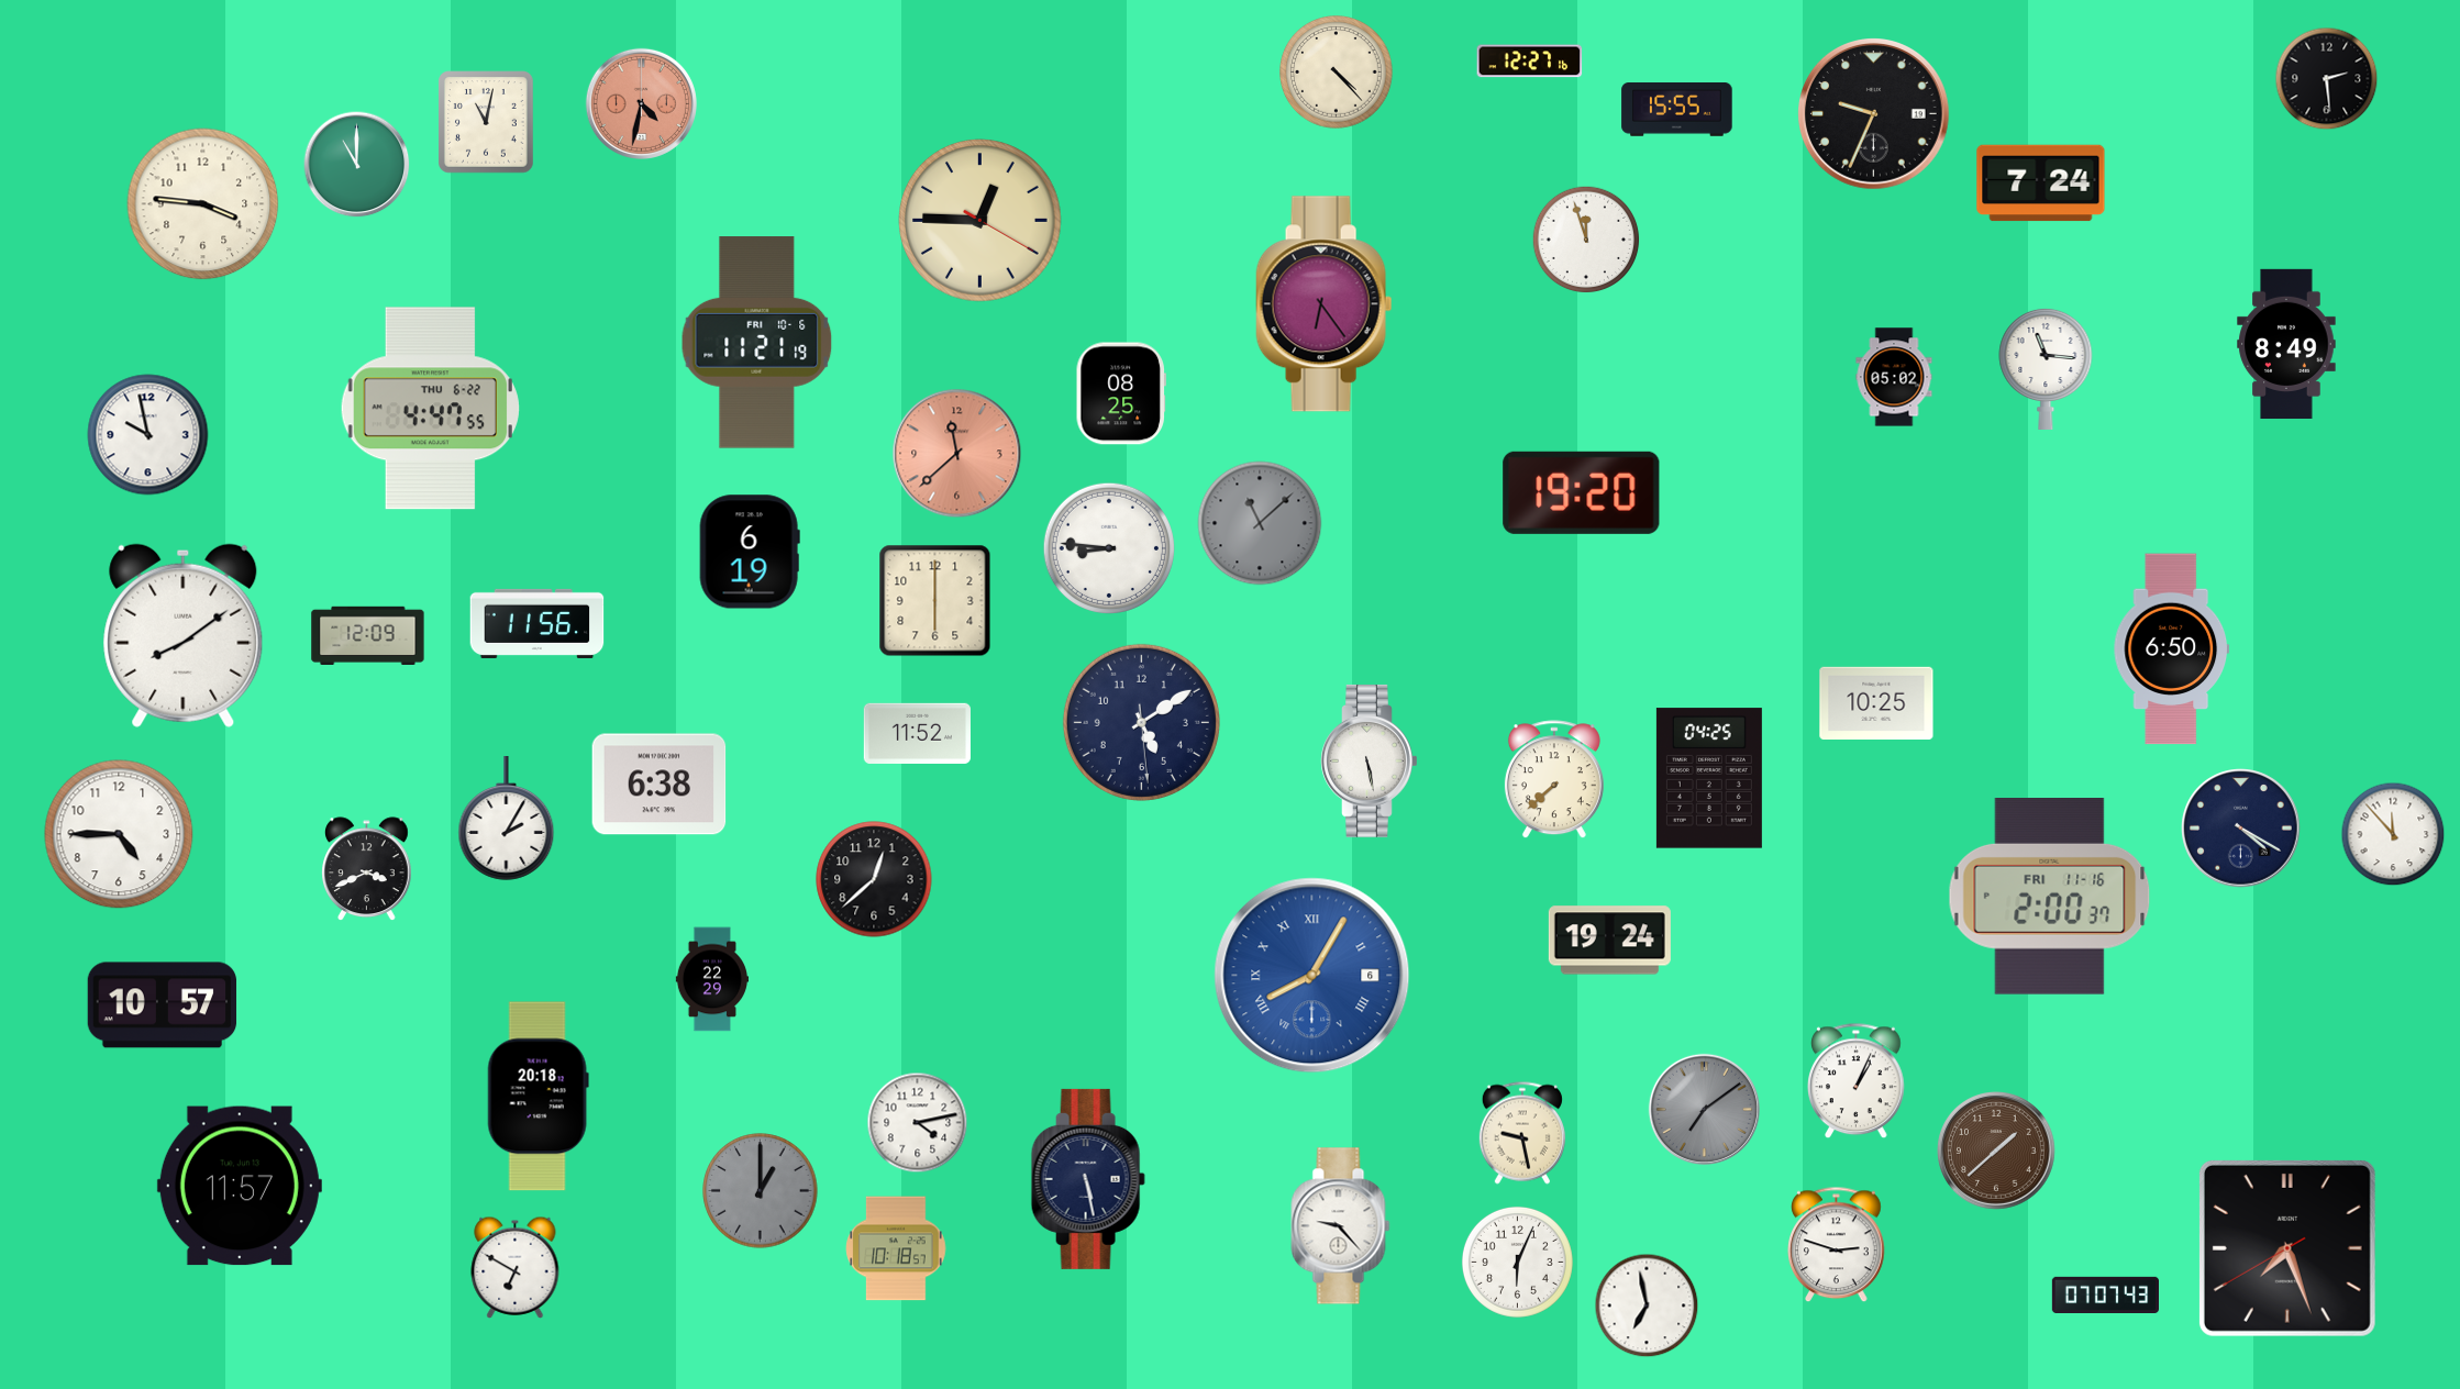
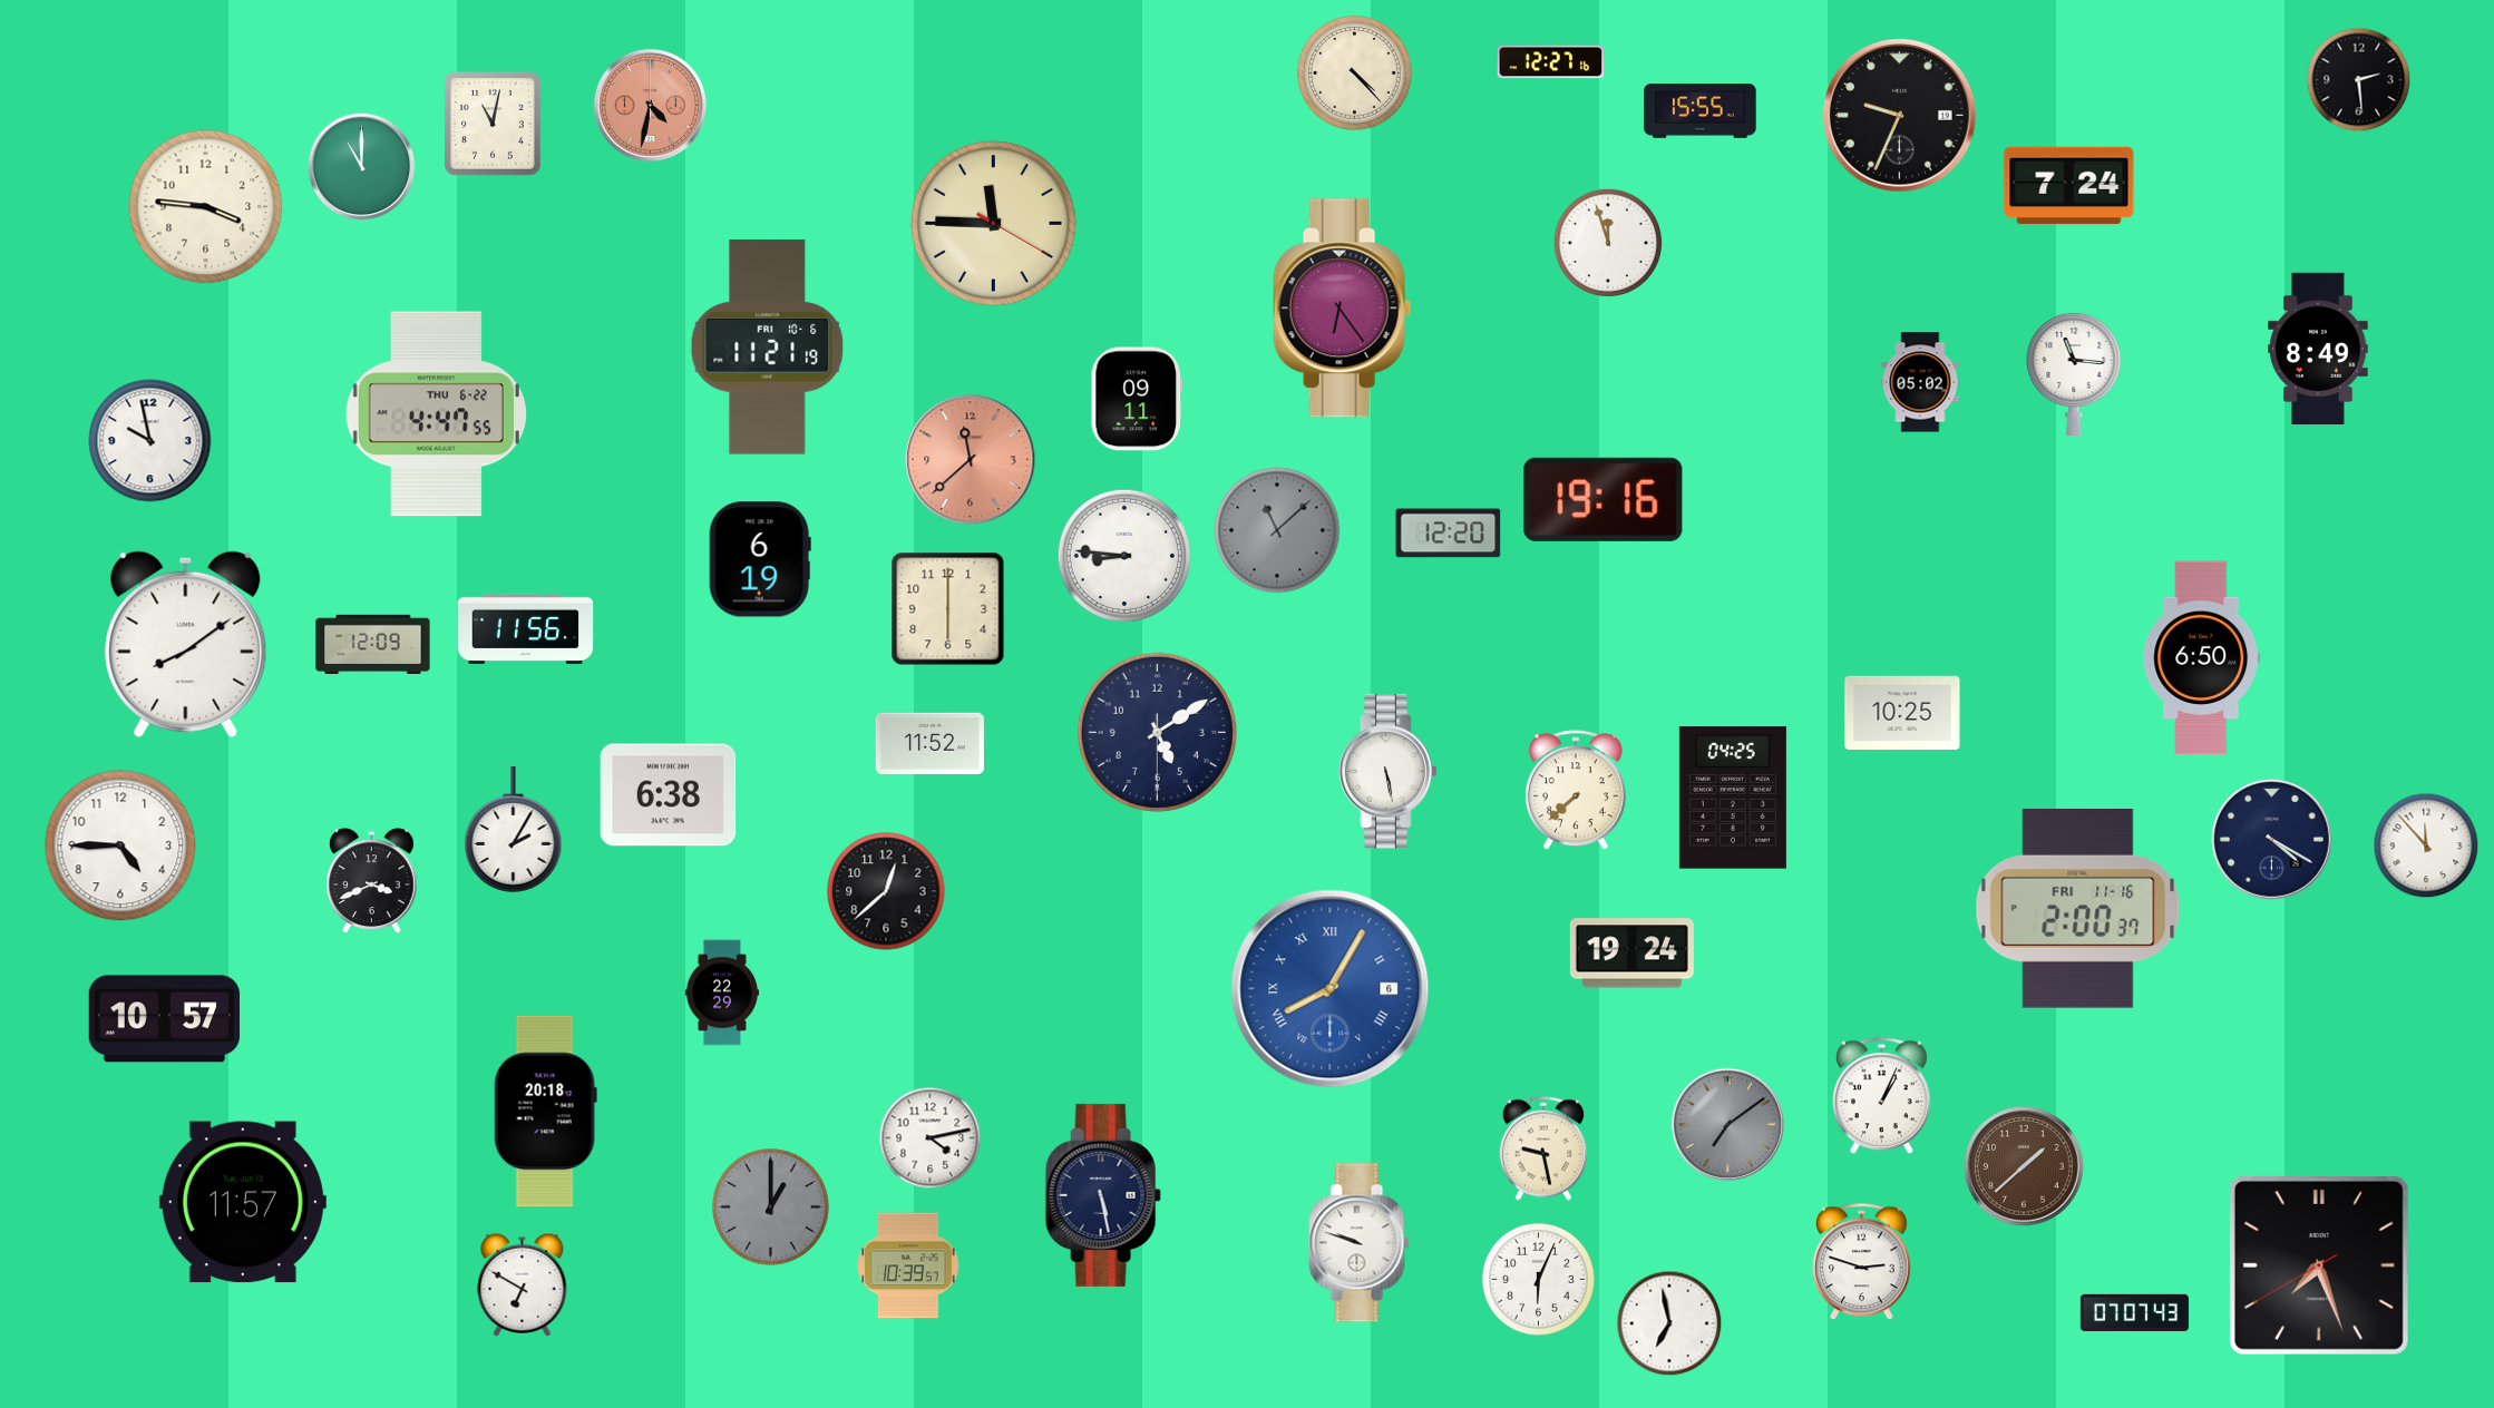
clock at (980, 221): 12:45 -> 11:45
clock at (1121, 393): 08:25 -> 09:11
clock at (1582, 492): 19:20 -> 19:16
clock at (1449, 534): none -> 12:20
clock at (538, 623) position: (538, 623) -> (526, 628)
clock at (1141, 722): 5:09:29 -> 5:09:30
clock at (1709, 778) position: (1709, 778) -> (1733, 798)
clock at (1341, 1226): 9:23 -> 9:48
clock at (896, 1248): 10:18 -> 10:39
